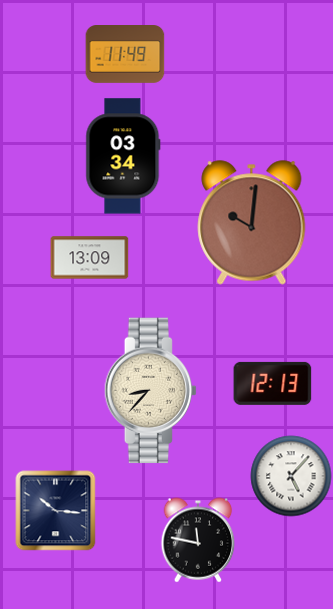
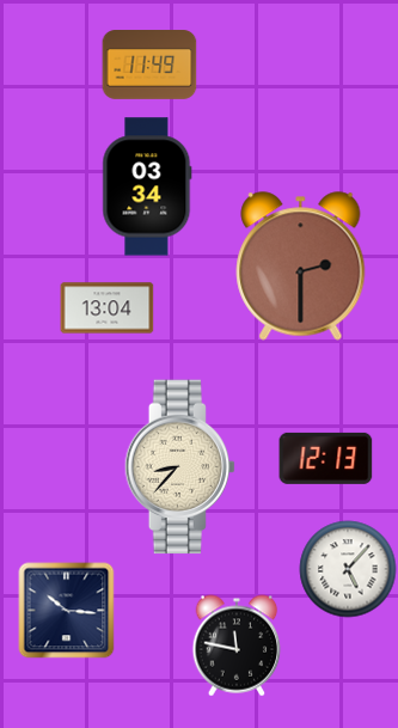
clock at (252, 223): 10:01 -> 2:30
clock at (89, 258): 13:09 -> 13:04
